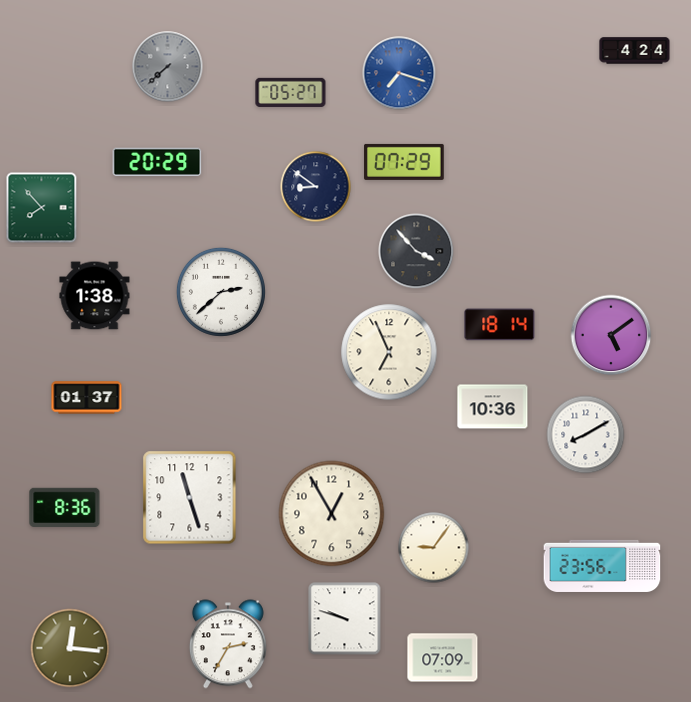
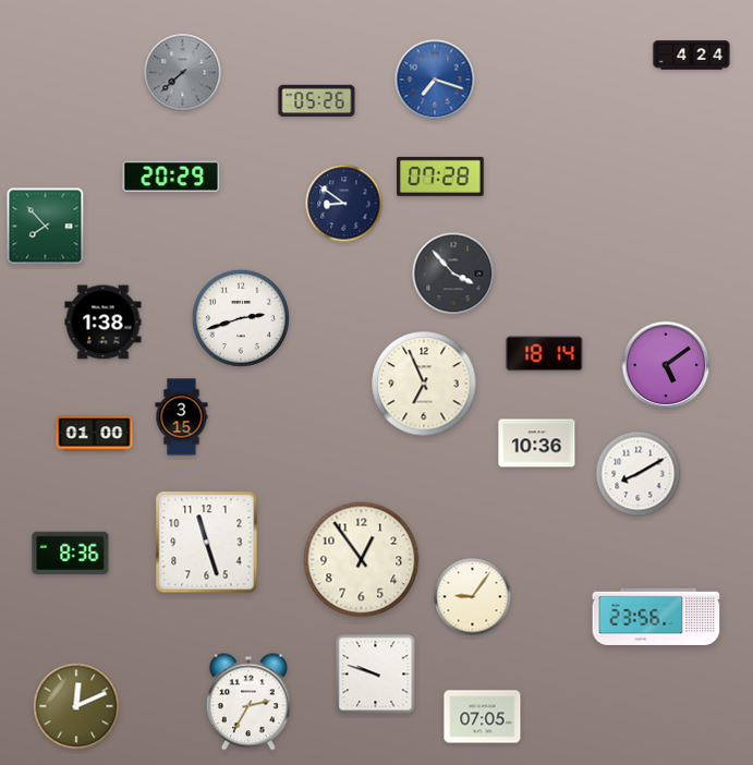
clock at (291, 92): 05:27 -> 05:26
clock at (404, 162): 07:29 -> 07:28
clock at (221, 292): 2:38 -> 2:42
clock at (182, 417): none -> 3:15
clock at (87, 398): 01:37 -> 01:00
clock at (332, 514): 12:55 -> 12:54
clock at (70, 648): 12:16 -> 12:11
clock at (443, 658): 07:09 -> 07:05
